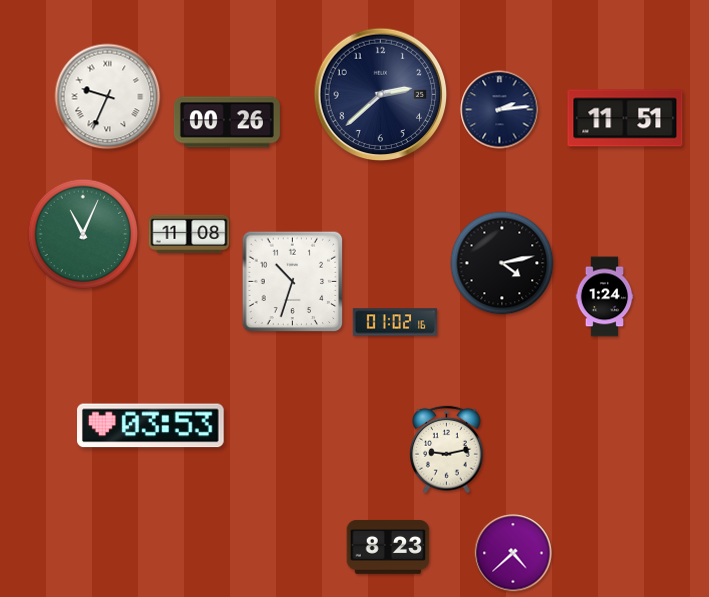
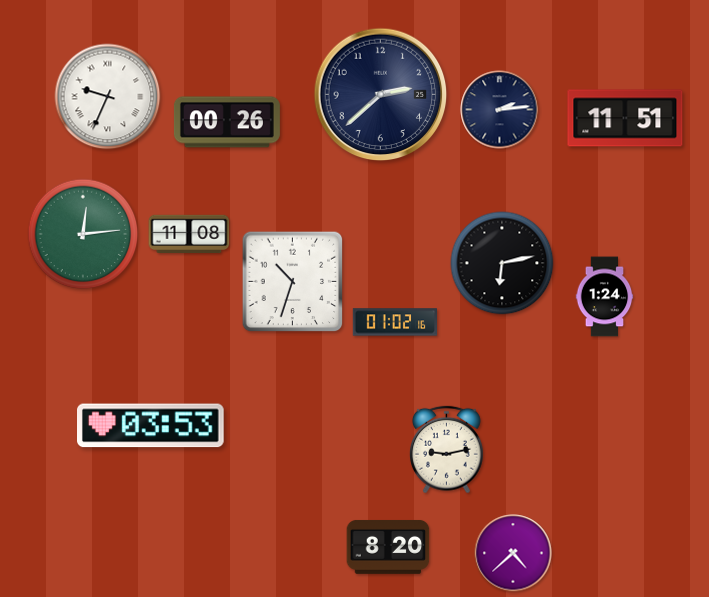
clock at (83, 234): 11:04 -> 12:14
clock at (502, 263): 4:13 -> 6:13
clock at (388, 547): 8:23 -> 8:20
